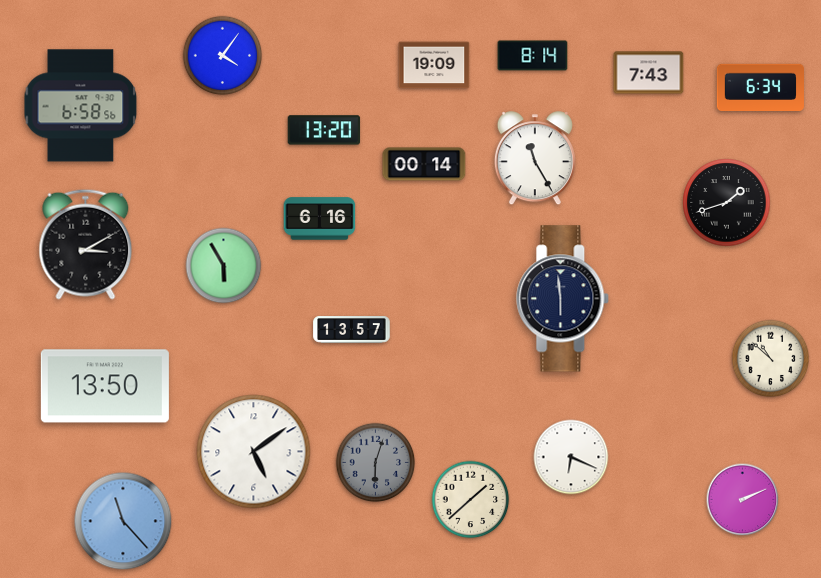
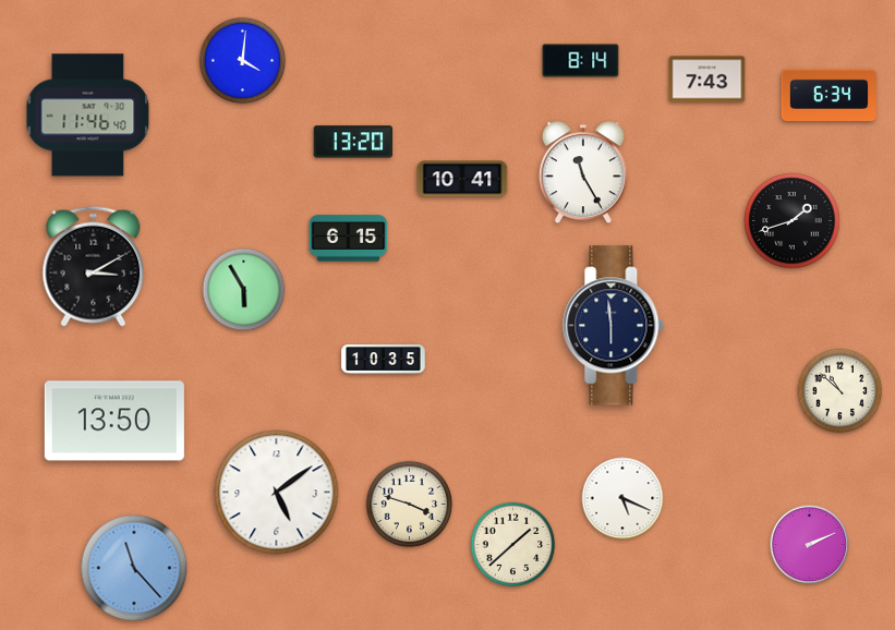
clock at (223, 56): 4:06 -> 4:01
clock at (434, 65): 19:09 -> none
clock at (81, 106): 6:58 -> 11:46
clock at (424, 164): 00:14 -> 10:41
clock at (320, 219): 6:16 -> 6:15
clock at (352, 330): 13:57 -> 10:35
clock at (571, 457): 6:19 -> 5:19
clock at (376, 463): 6:03 -> 3:48
clock at (376, 463) dial: grey -> cream
